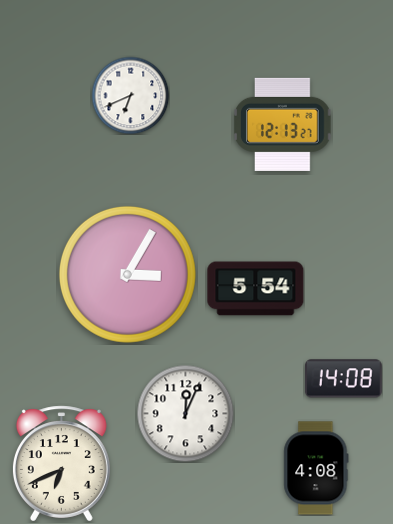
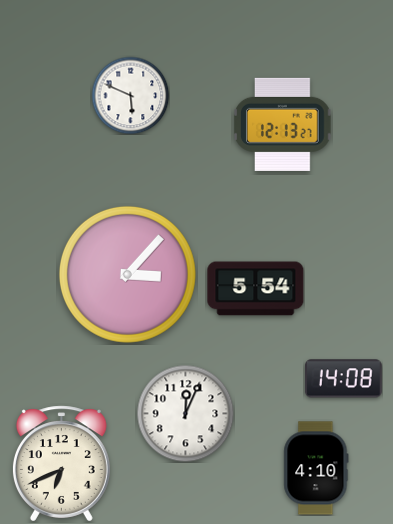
clock at (130, 95): 6:41 -> 5:49
clock at (127, 274): 3:05 -> 3:07
clock at (316, 468): 4:08 -> 4:10
